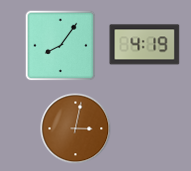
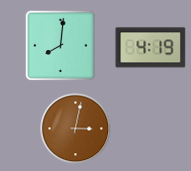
clock at (145, 45) position: (145, 45) -> (151, 48)
clock at (61, 46): 8:06 -> 8:01
